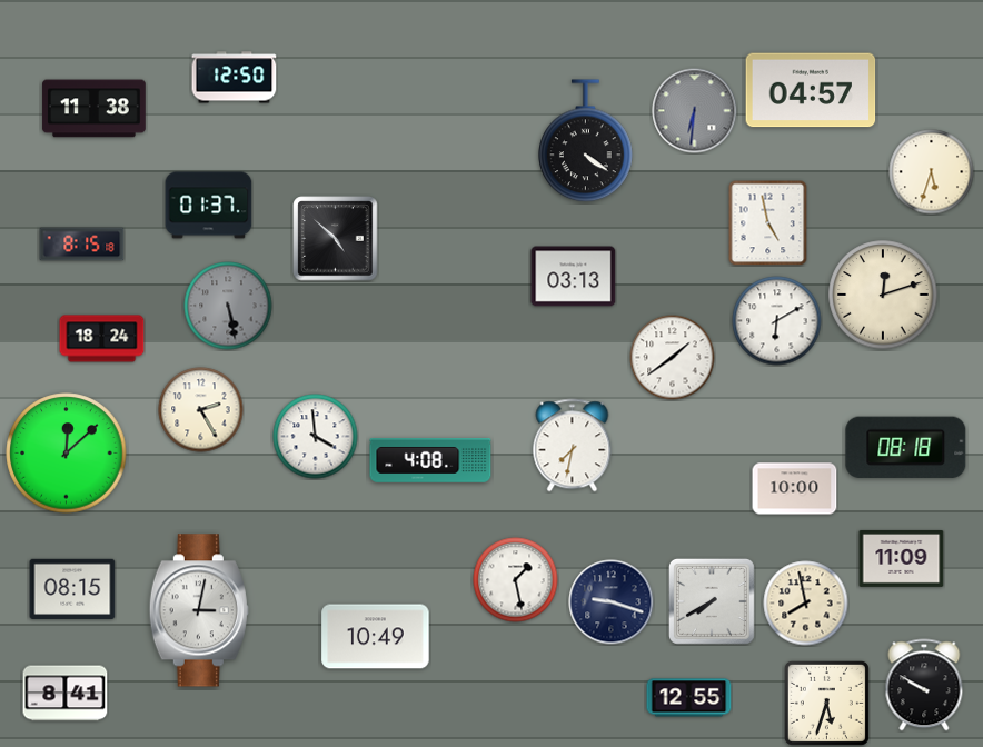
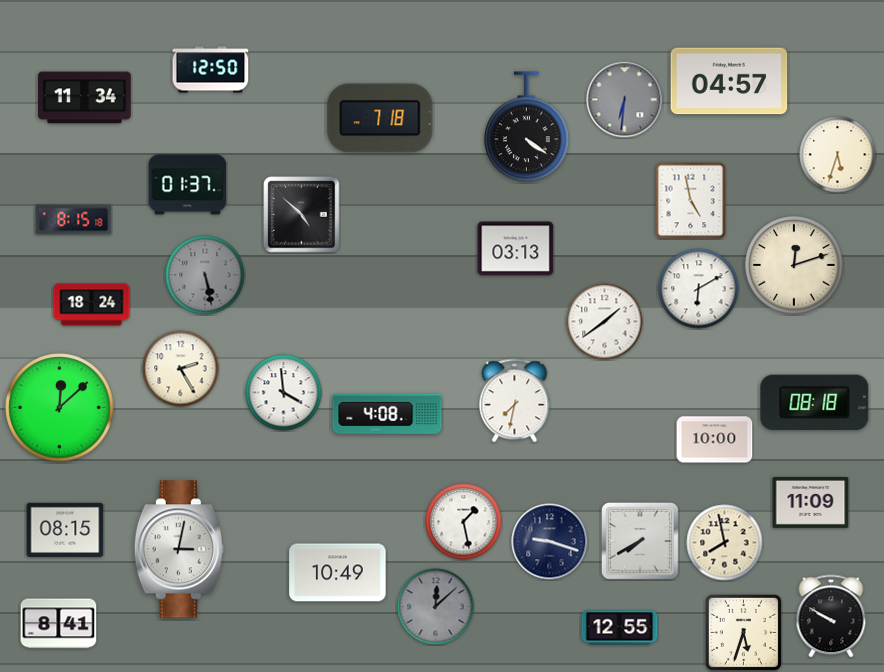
clock at (95, 109): 11:38 -> 11:34
clock at (380, 118): none -> 7:18
clock at (436, 607): none -> 12:08
